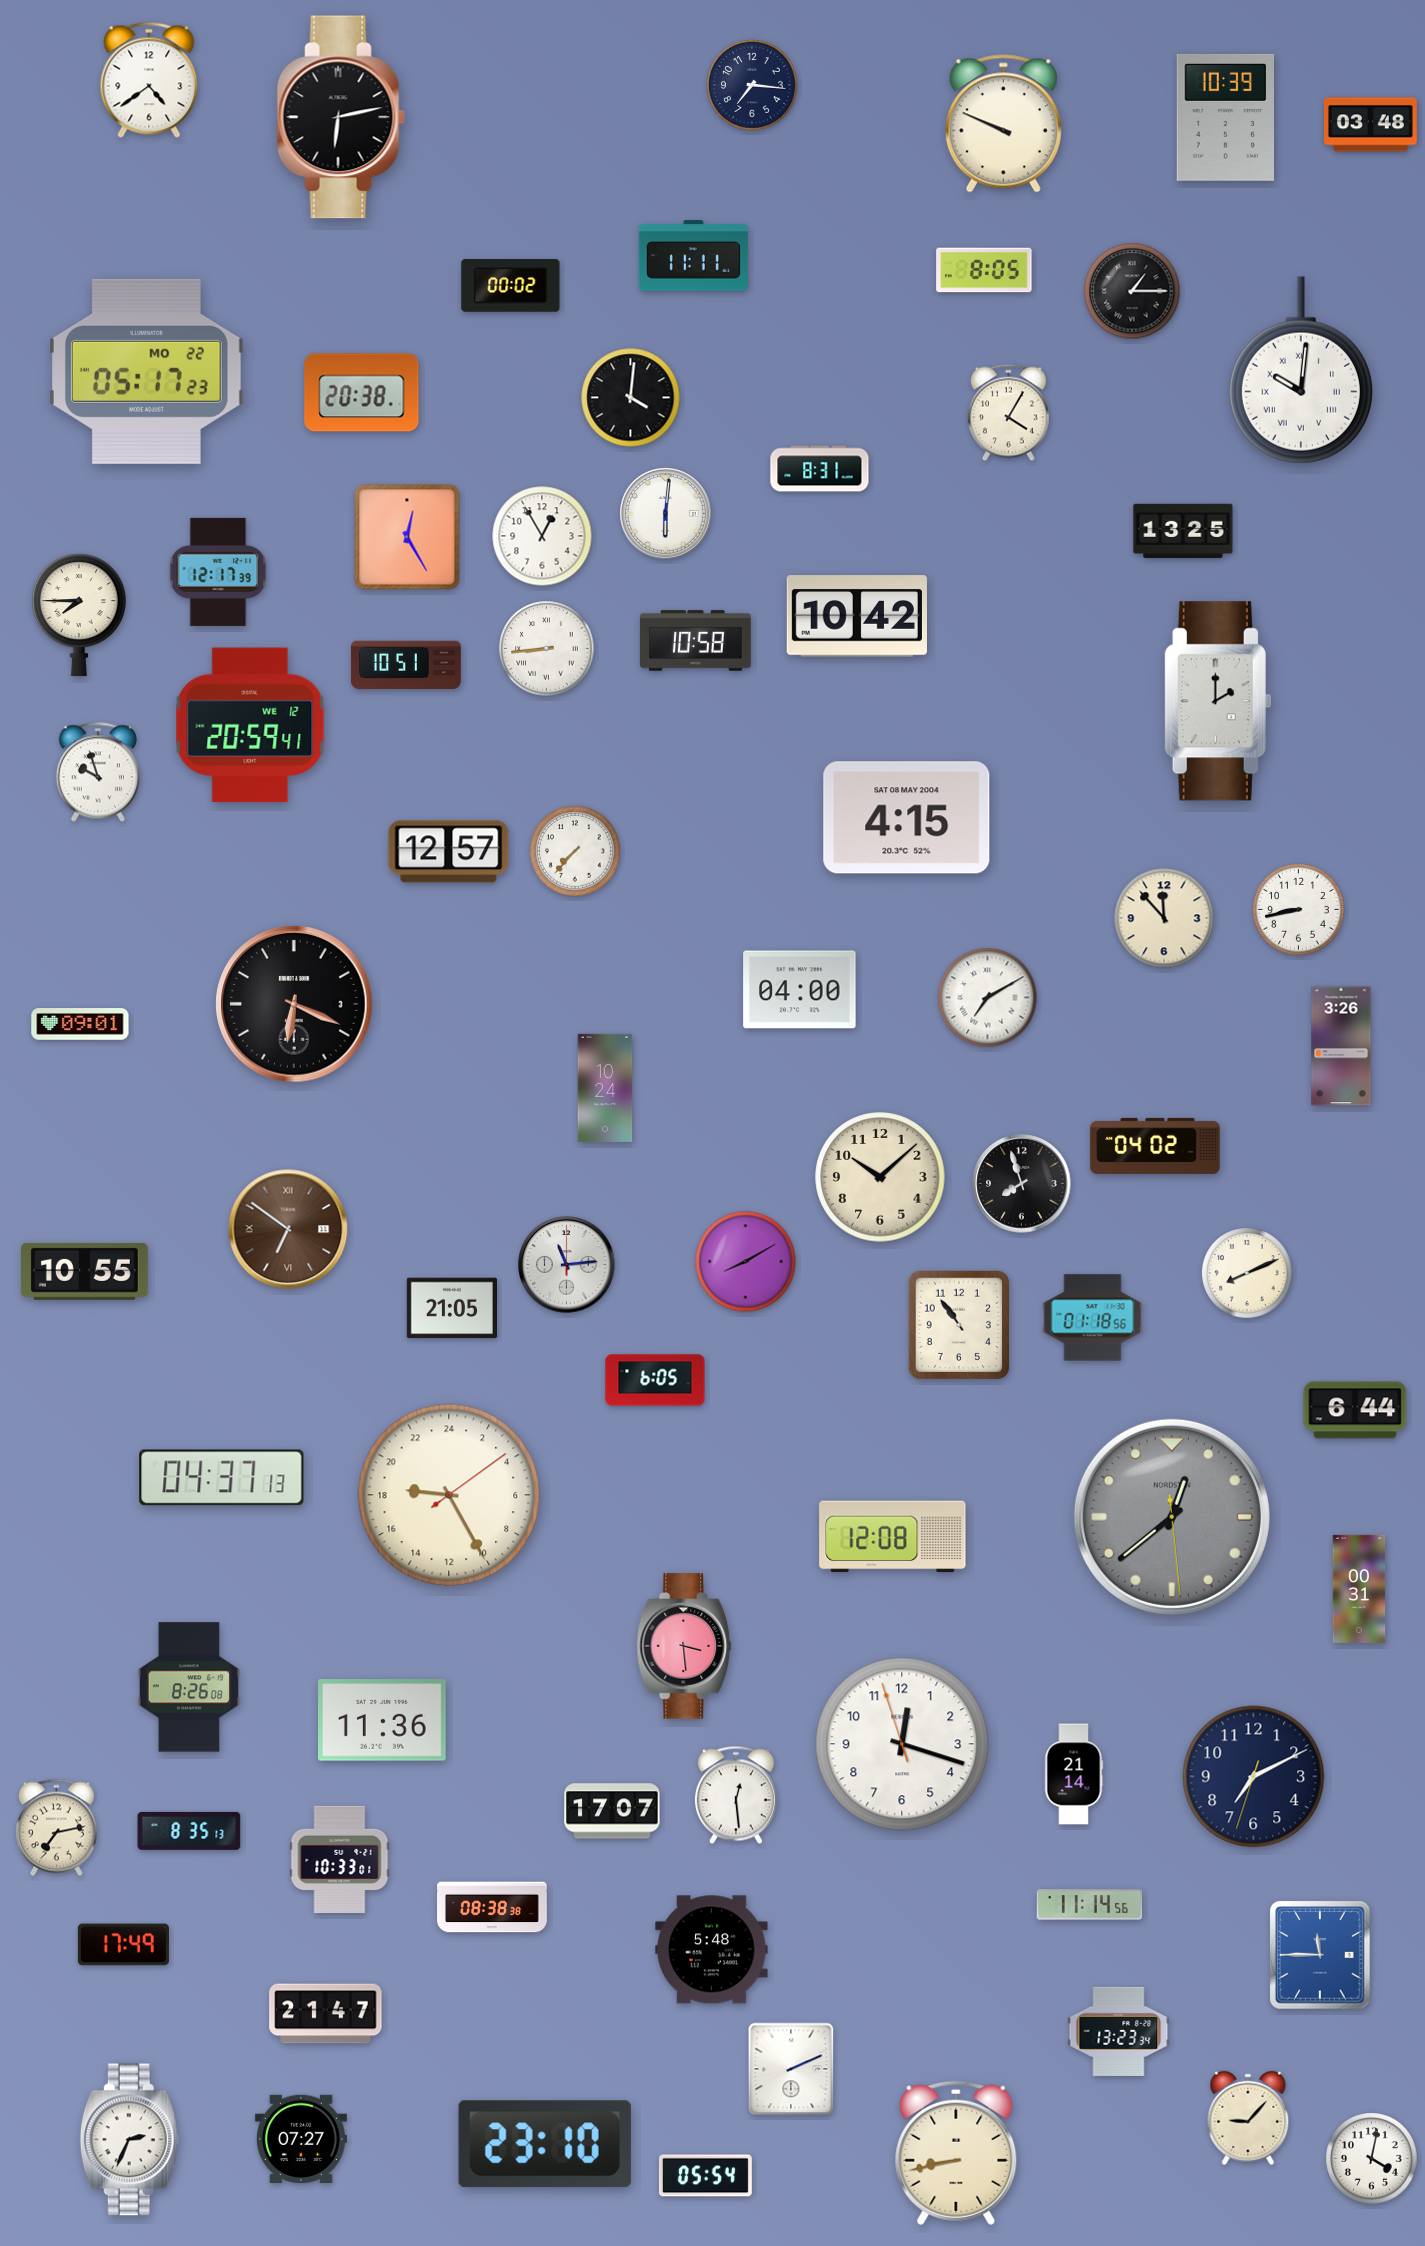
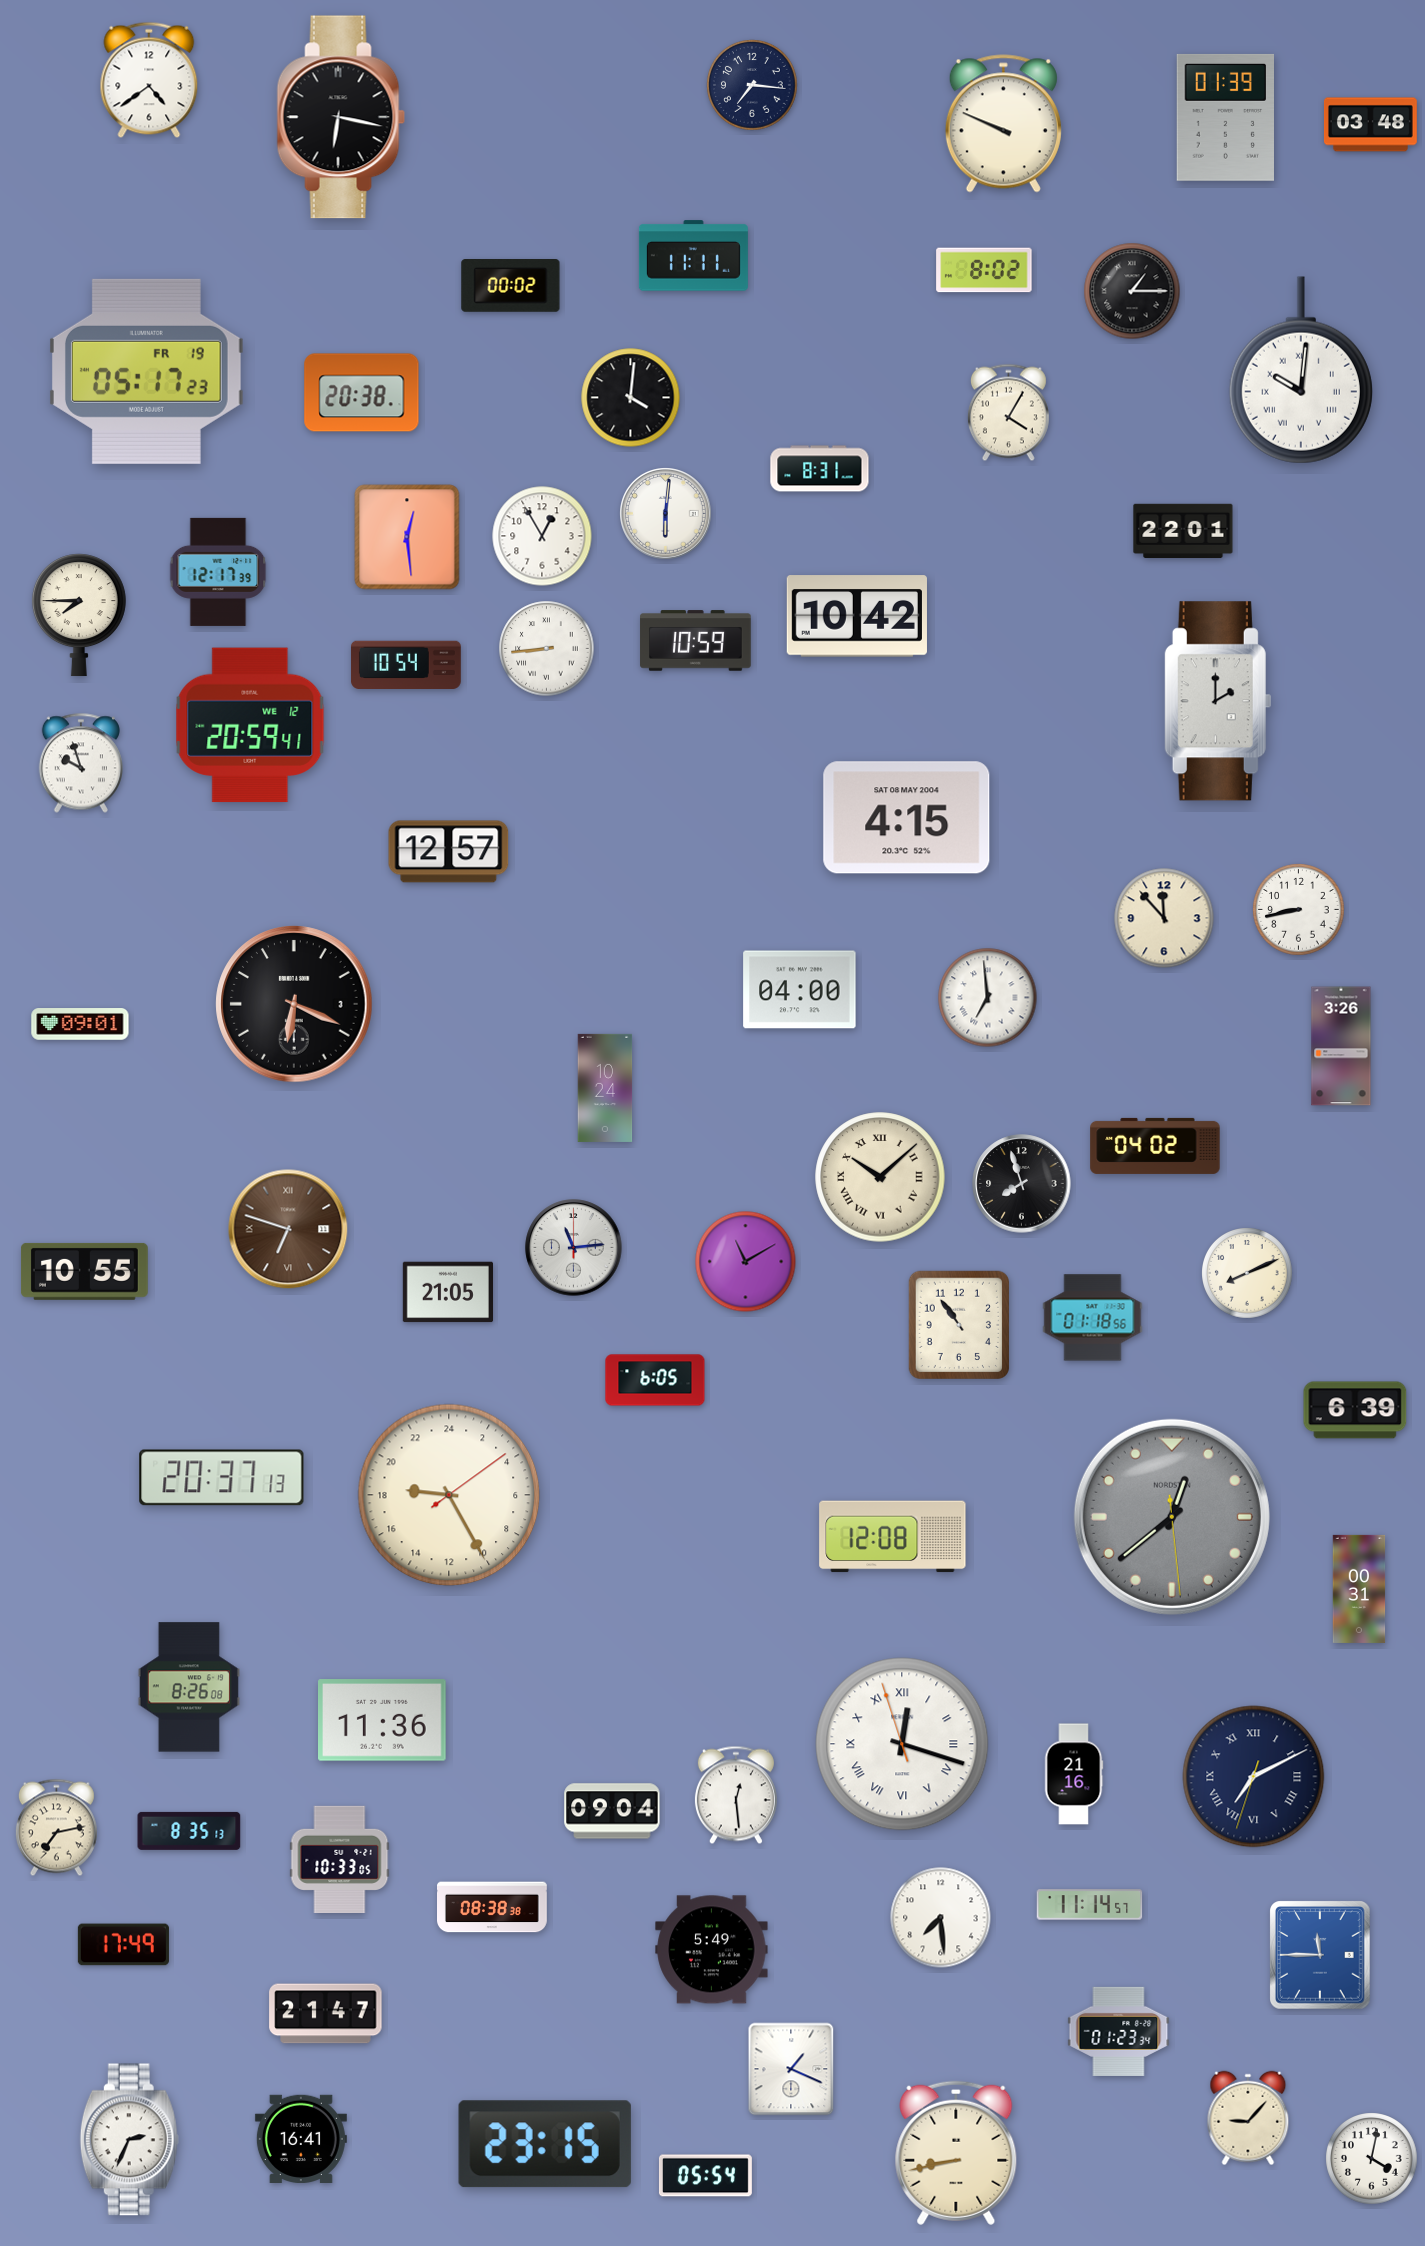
clock at (341, 117): 6:13 -> 6:17
clock at (1225, 117): 10:39 -> 01:39
clock at (984, 270): 8:05 -> 8:02
clock at (146, 371) date: MO 22 -> FR 19
clock at (1183, 531): 13:25 -> 22:01
clock at (407, 537): 12:25 -> 12:29
clock at (696, 641): 10:58 -> 10:59
clock at (406, 664): 10:51 -> 10:54
clock at (98, 772) position: (98, 772) -> (81, 763)
clock at (576, 852): 7:37 -> none
clock at (988, 998): 7:10 -> 6:59
clock at (880, 1177) numerals: Arabic -> Roman
clock at (288, 1229): 6:51 -> 6:48
clock at (746, 1262): 8:10 -> 11:10
clock at (567, 1265) position: (567, 1265) -> (574, 1248)
clock at (451, 1308) position: (451, 1308) -> (447, 1292)
clock at (1355, 1410): 6:44 -> 6:39
clock at (222, 1478): 04:37 -> 20:37
clock at (684, 1646): 3:29 -> none
clock at (902, 1744) numerals: Arabic -> Roman
clock at (1074, 1774): 21:14 -> 21:16
clock at (1254, 1777) numerals: Arabic -> Roman
clock at (612, 1811): 17:07 -> 09:04
clock at (340, 1859): 10:33:01 -> 10:33:05
clock at (1090, 1905): 11:14:56 -> 11:14:57
clock at (941, 1918): none -> 7:29
clock at (712, 1950): 5:48 -> 5:49
clock at (1119, 2031): 13:23 -> 01:23
clock at (791, 2069): 2:11 -> 1:19
clock at (301, 2138): 07:27 -> 16:41
clock at (545, 2144): 23:10 -> 23:15
